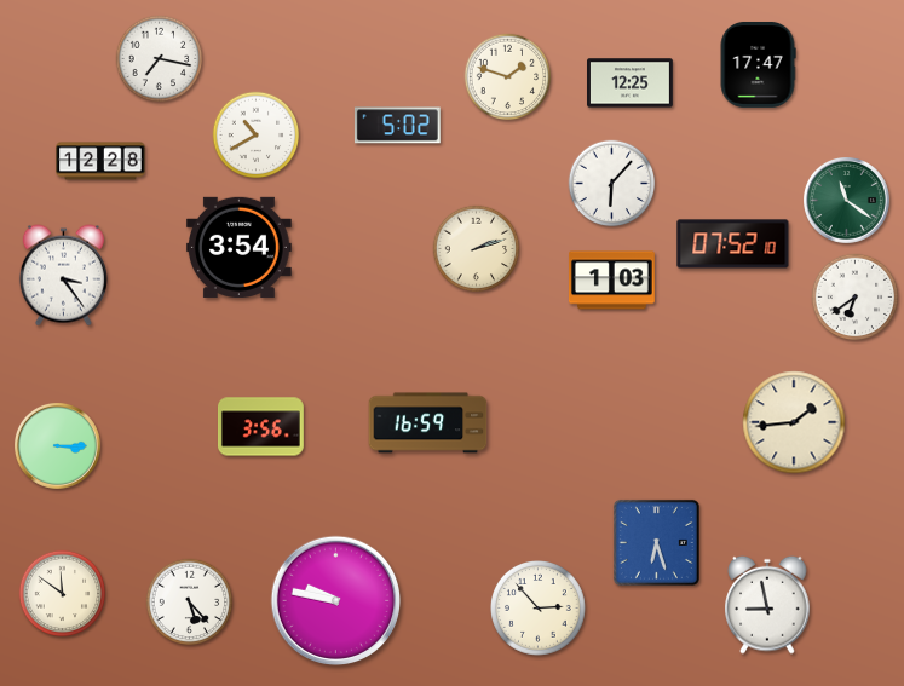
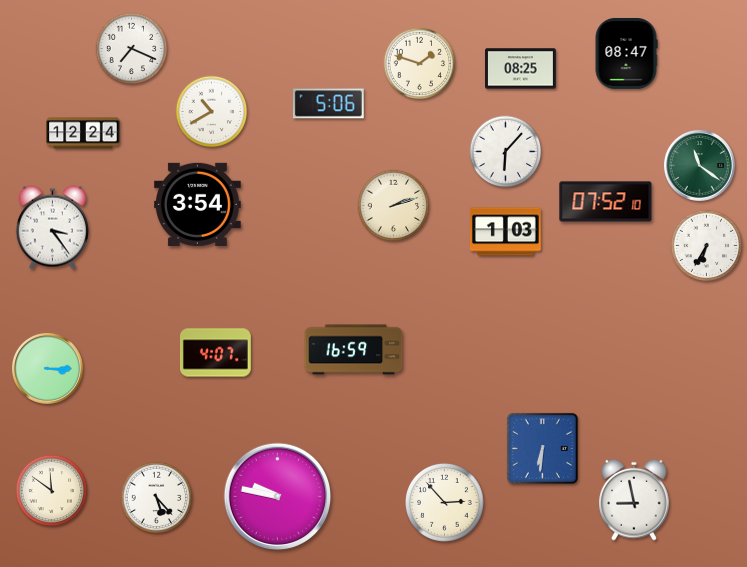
clock at (160, 59): 7:17 -> 7:19
clock at (758, 64): 17:47 -> 08:47
clock at (631, 83): 12:25 -> 08:25
clock at (397, 126): 5:02 -> 5:06
clock at (100, 161): 12:28 -> 12:24
clock at (856, 298): 6:39 -> 6:35
clock at (794, 422): 1:44 -> none
clock at (261, 427): 3:56 -> 4:07
clock at (656, 542): 6:27 -> 6:31
